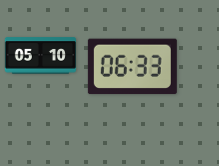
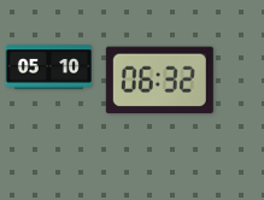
clock at (132, 67): 06:33 -> 06:32
